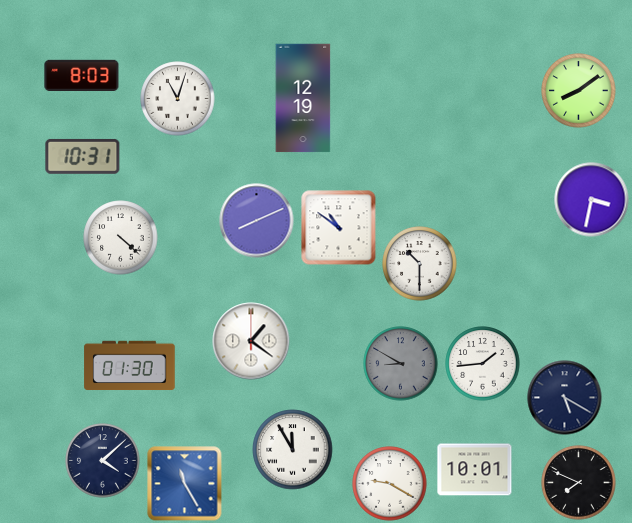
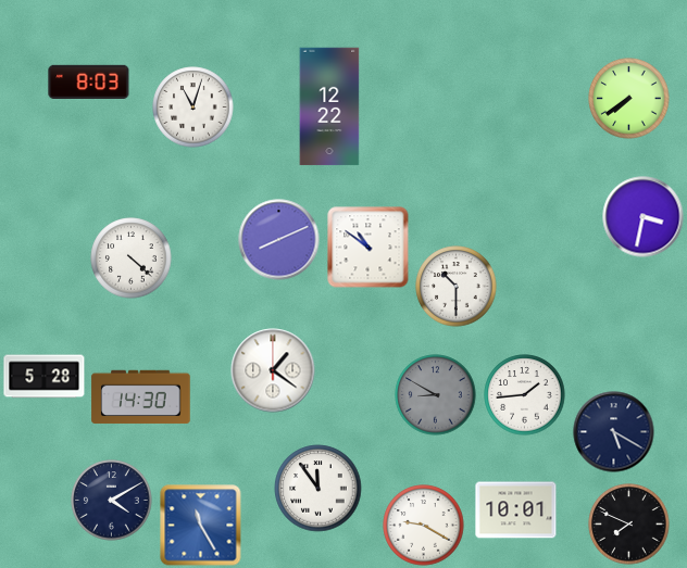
clock at (579, 91): 8:09 -> 7:39
clock at (303, 98): 12:19 -> 12:22
clock at (83, 156): 10:31 -> none
clock at (45, 377): none -> 5:28
clock at (130, 366): 01:30 -> 14:30
clock at (293, 450): 11:55 -> 11:54
clock at (103, 461): 4:08 -> 4:10
